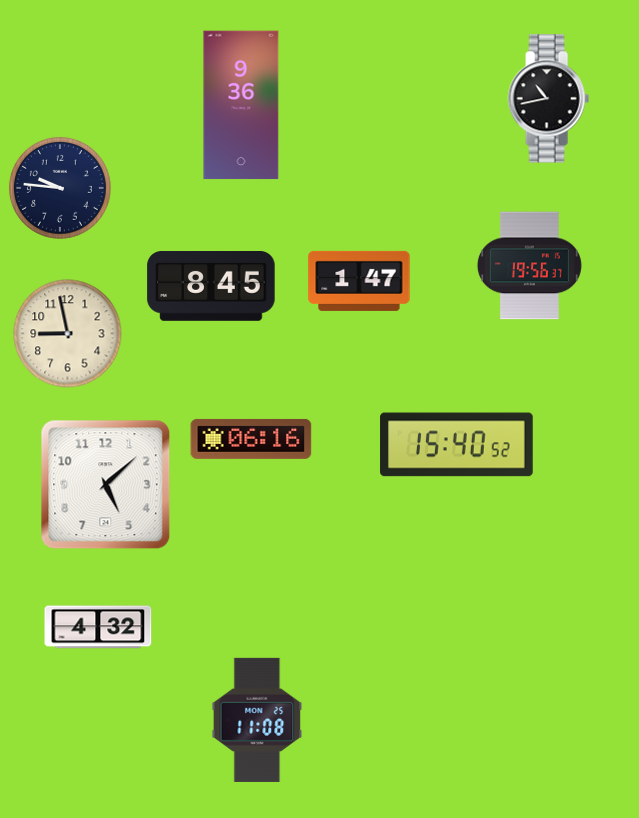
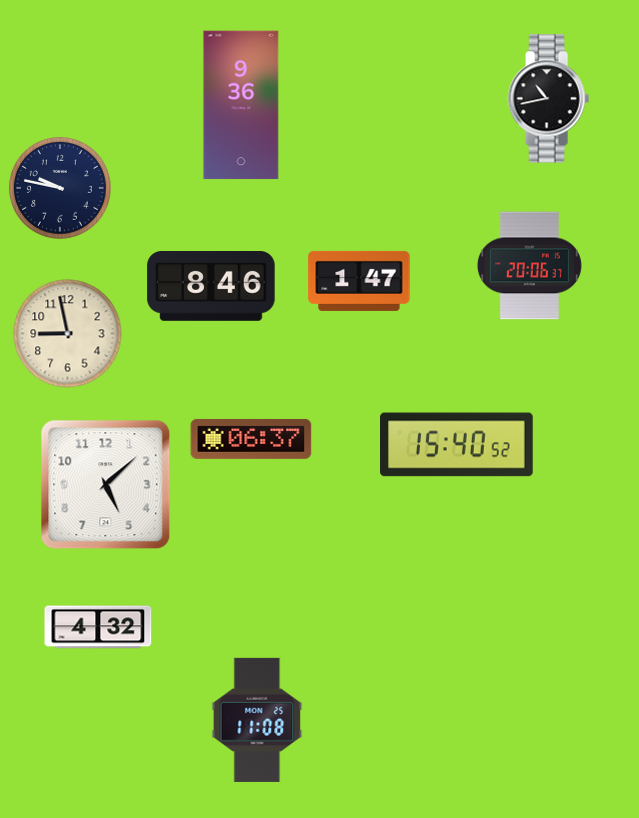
clock at (60, 188): 9:46 -> 9:47
clock at (529, 266): 19:56 -> 20:06
clock at (211, 287): 8:45 -> 8:46
clock at (251, 439): 06:16 -> 06:37
